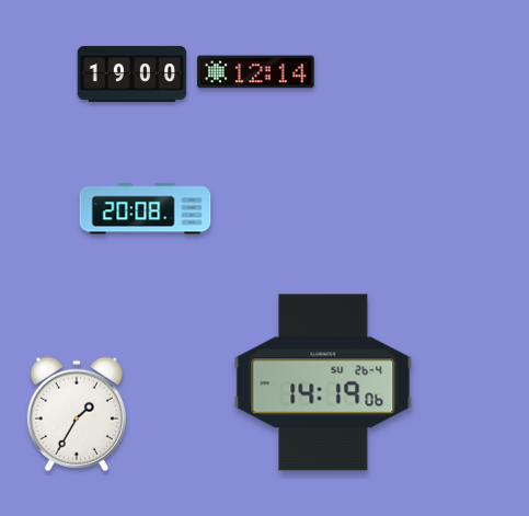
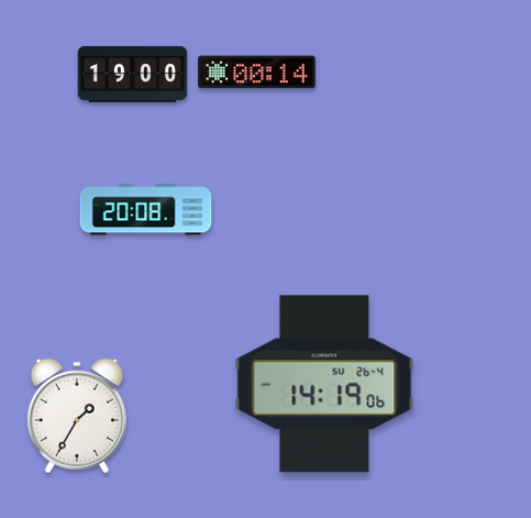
clock at (256, 72): 12:14 -> 00:14
